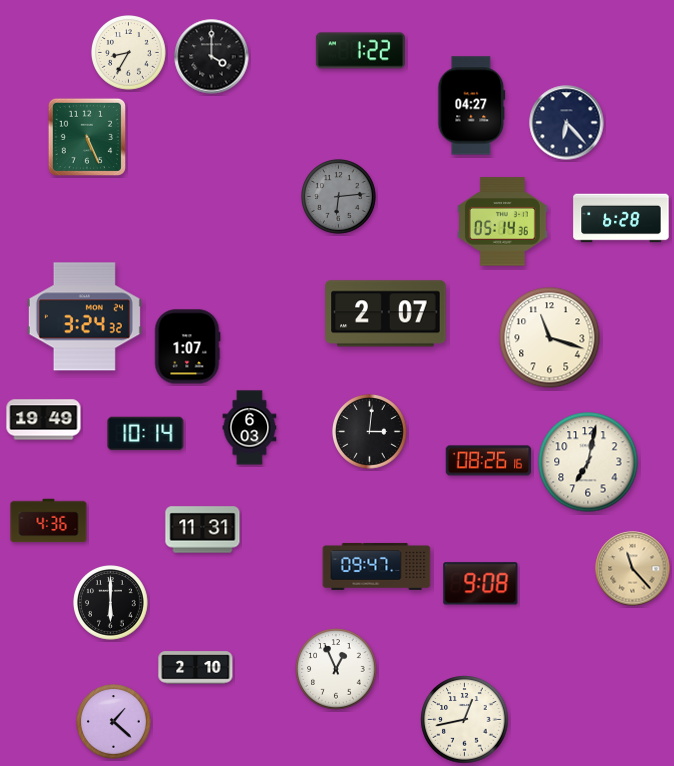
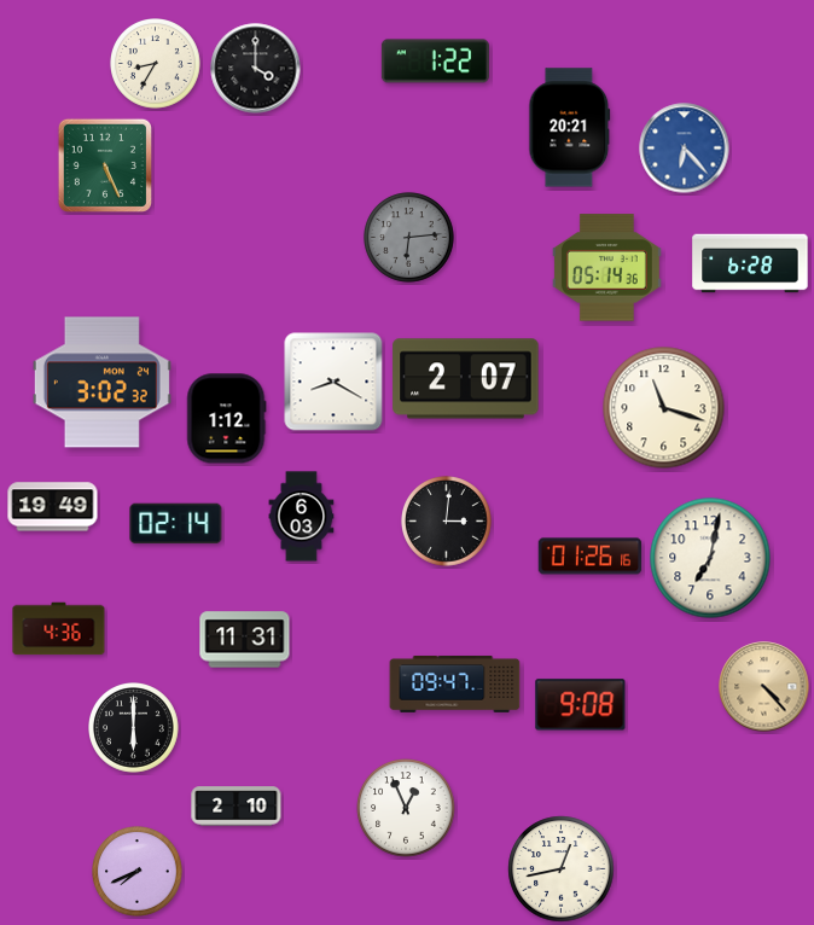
clock at (472, 106): 04:27 -> 20:21
clock at (567, 123) dial: navy -> blue
clock at (333, 382): none -> 8:20
clock at (84, 317): 3:24 -> 3:02
clock at (188, 347): 1:07 -> 1:12
clock at (146, 434): 10:14 -> 02:14
clock at (489, 461): 08:26 -> 01:26
clock at (633, 569): 11:23 -> 4:23
clock at (114, 722): 1:22 -> 7:41
